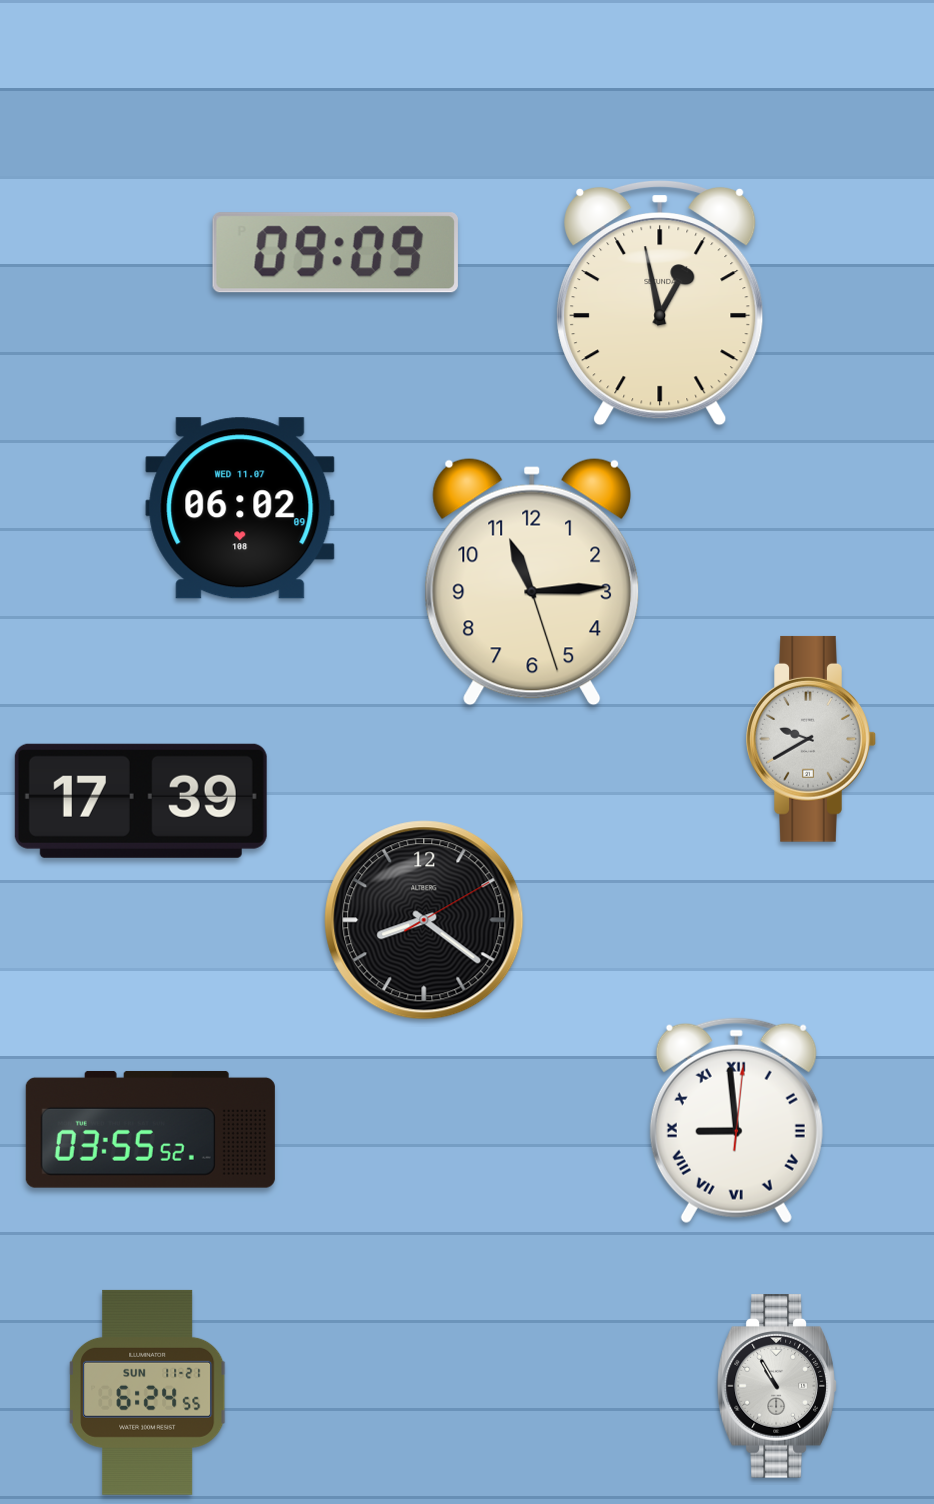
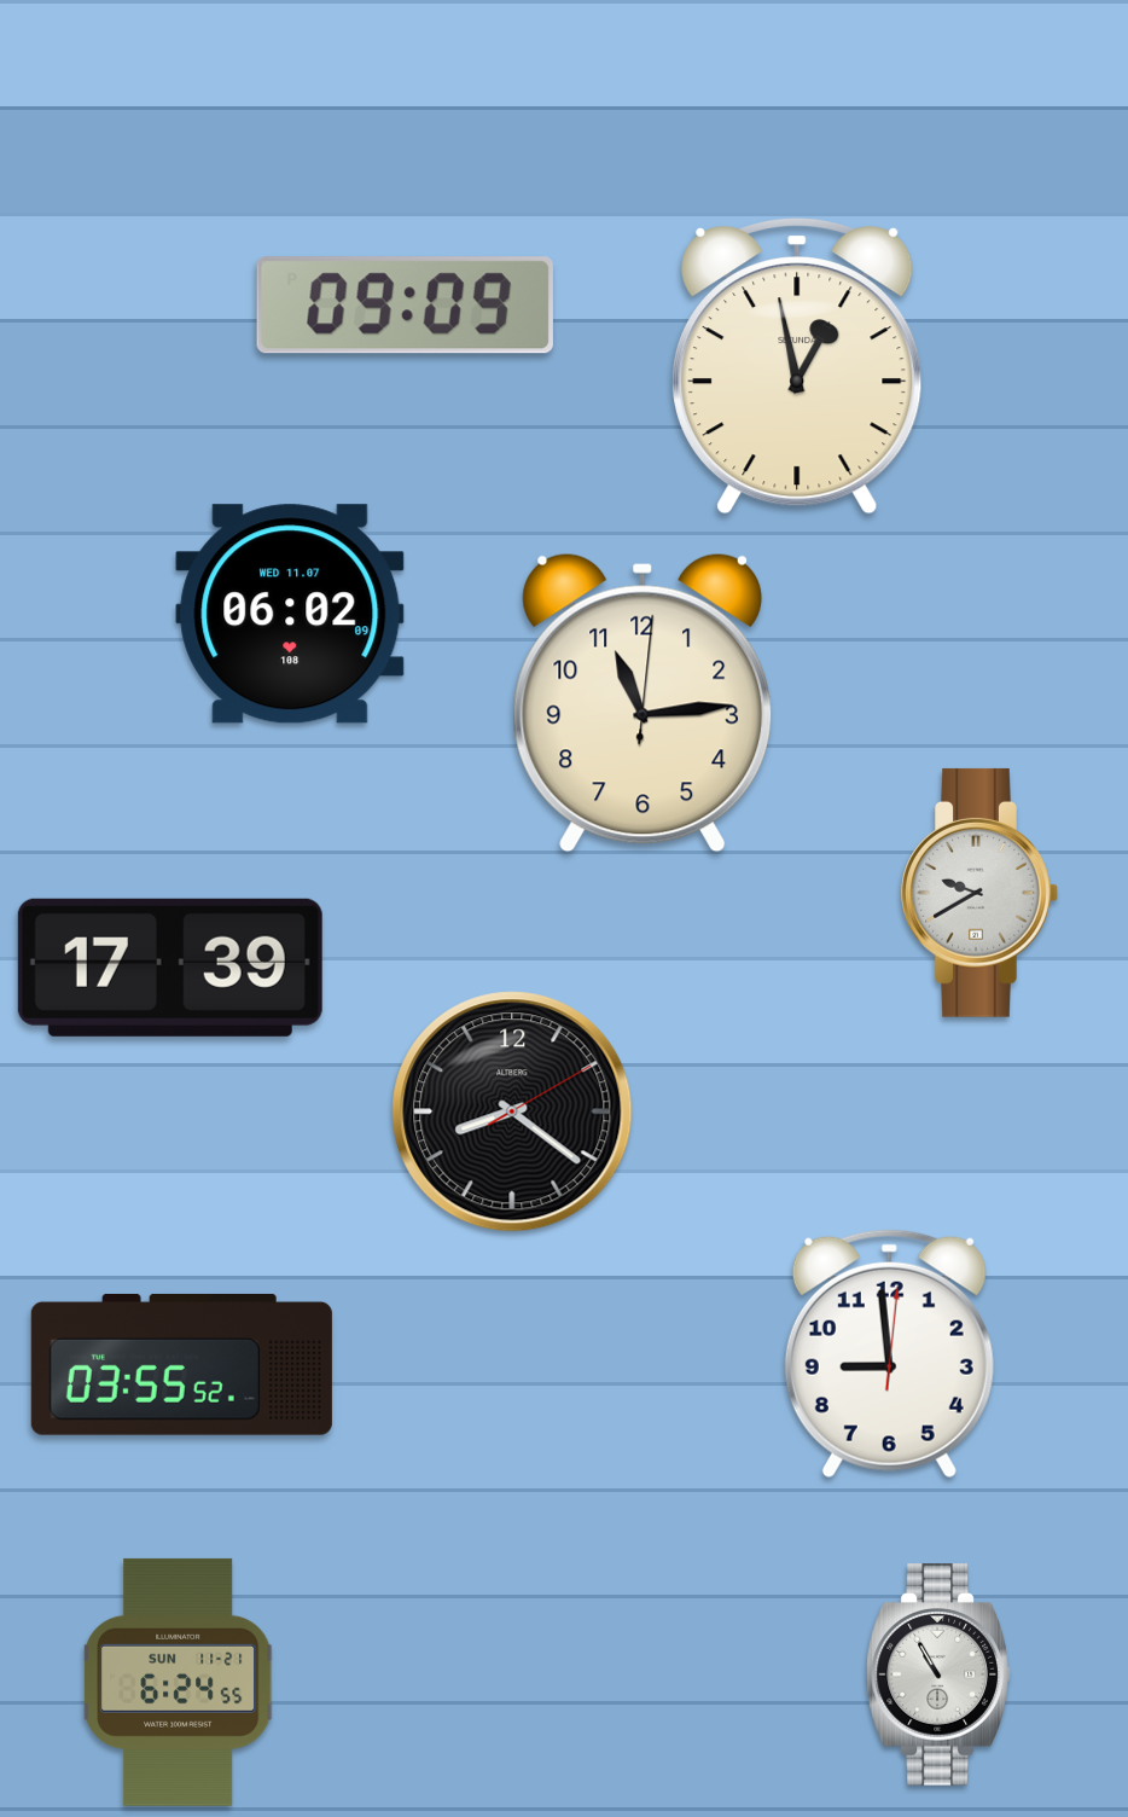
clock at (532, 582): 11:14:27 -> 11:14:01
clock at (736, 1121) numerals: Roman -> Arabic
